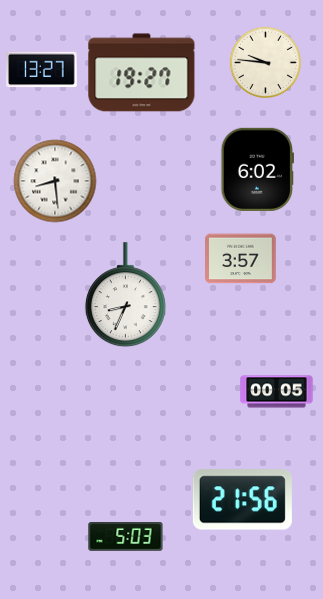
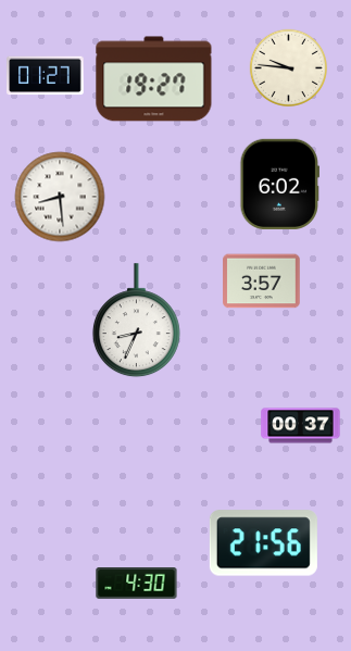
clock at (42, 70): 13:27 -> 01:27
clock at (277, 392): 00:05 -> 00:37
clock at (126, 537): 5:03 -> 4:30
